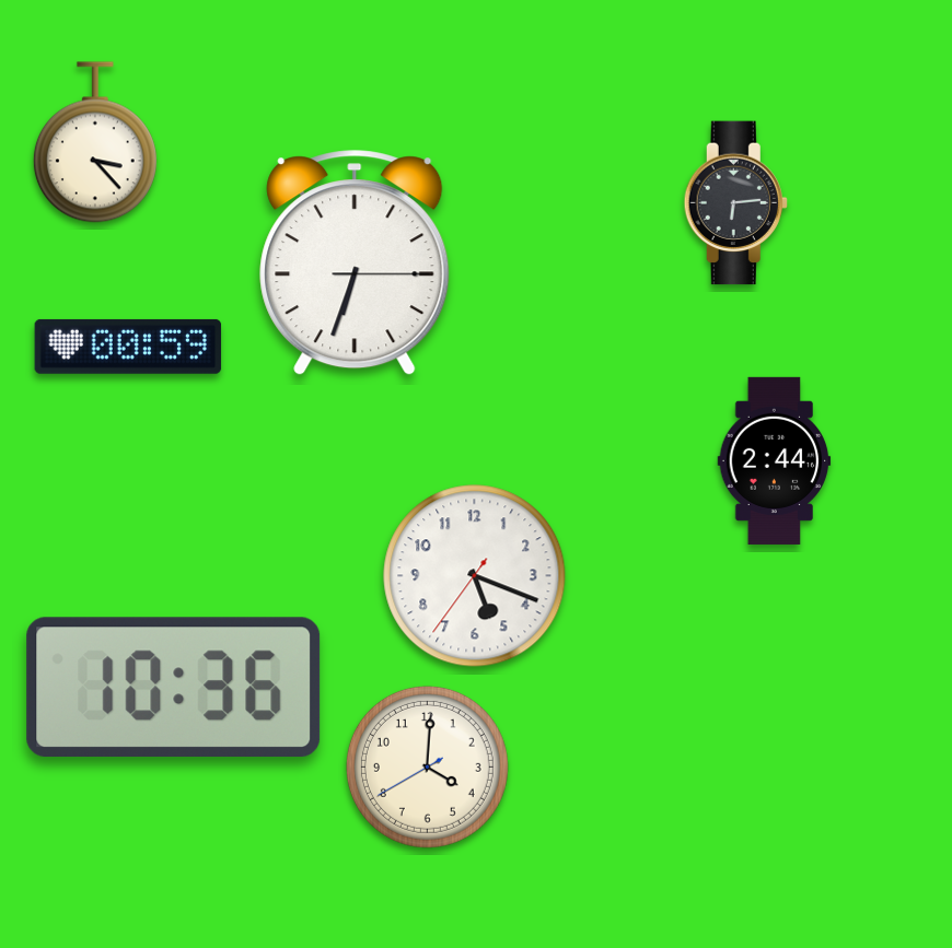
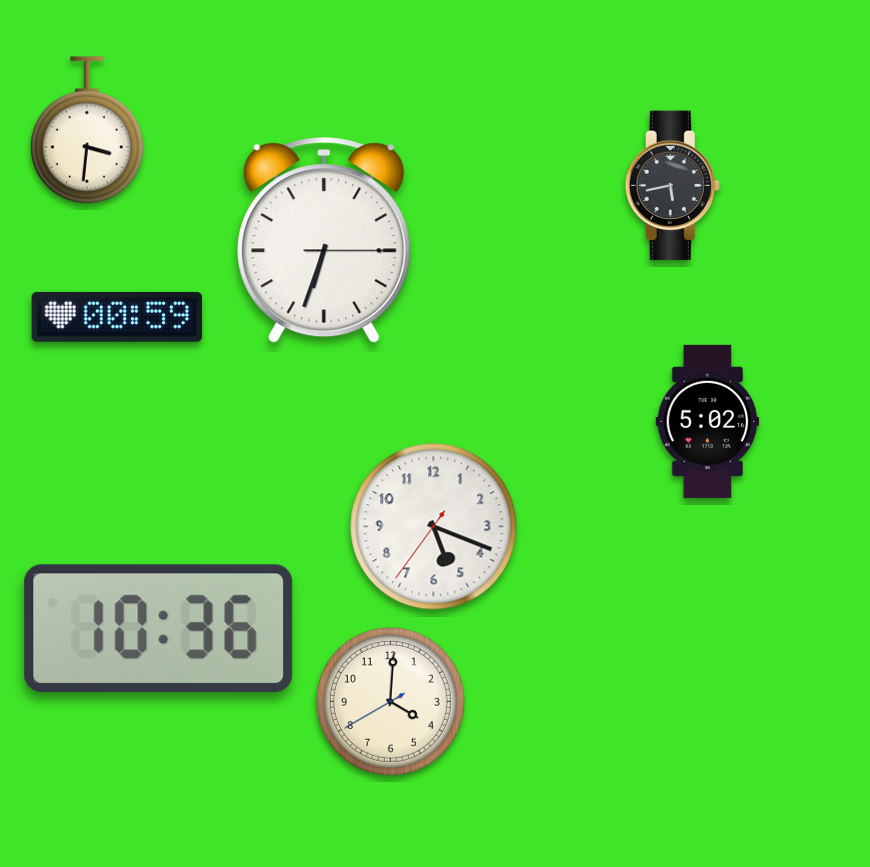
clock at (95, 142): 3:23 -> 3:31
clock at (735, 203): 6:14 -> 5:43
clock at (775, 460): 2:44 -> 5:02
